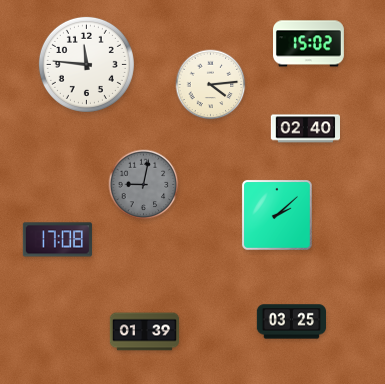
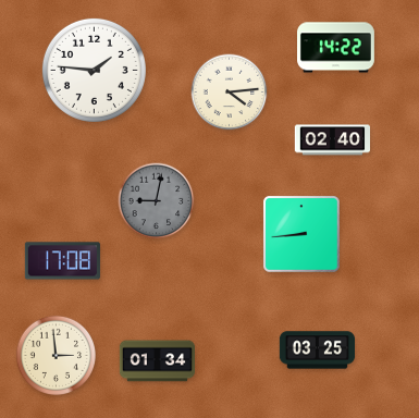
clock at (309, 44): 15:02 -> 14:22
clock at (86, 64): 11:46 -> 1:46
clock at (277, 215): 2:08 -> 8:44
clock at (56, 355): none -> 2:59
clock at (144, 332): 01:39 -> 01:34
